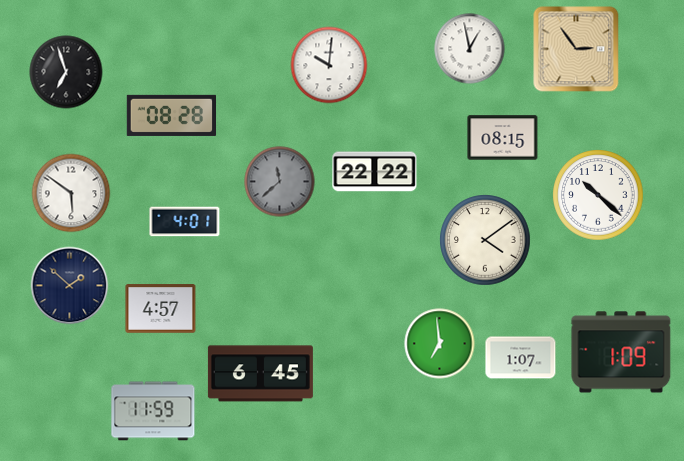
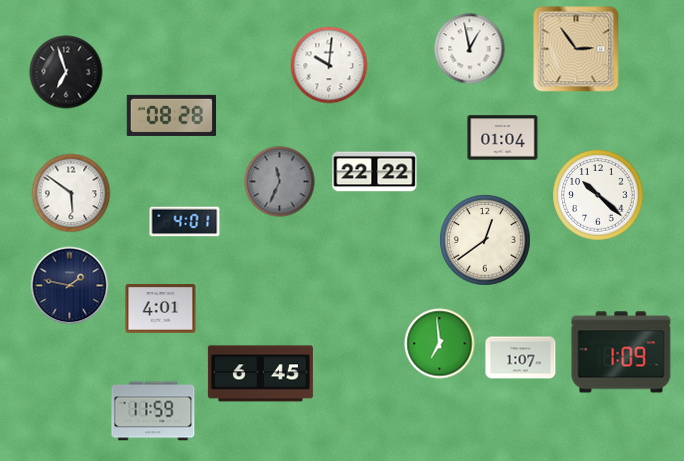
clock at (503, 138): 08:15 -> 01:04
clock at (280, 182): 11:38 -> 11:34
clock at (485, 240): 4:09 -> 12:39
clock at (70, 286): 1:52 -> 1:47
clock at (161, 309): 4:57 -> 4:01
